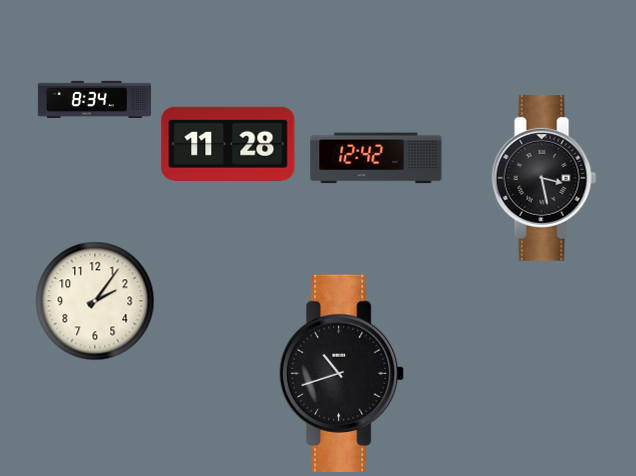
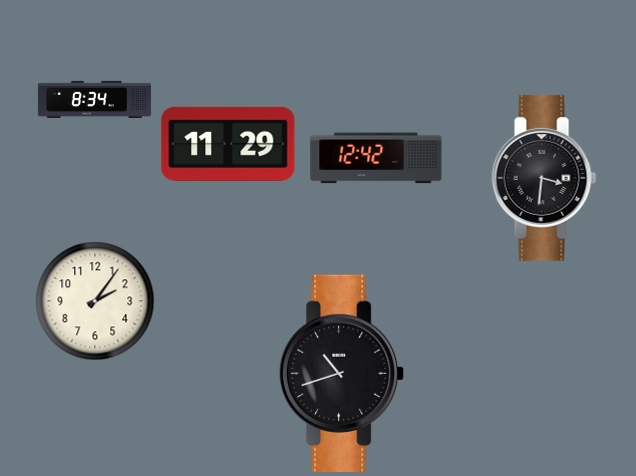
clock at (228, 144): 11:28 -> 11:29
clock at (544, 178): 3:28 -> 3:31
